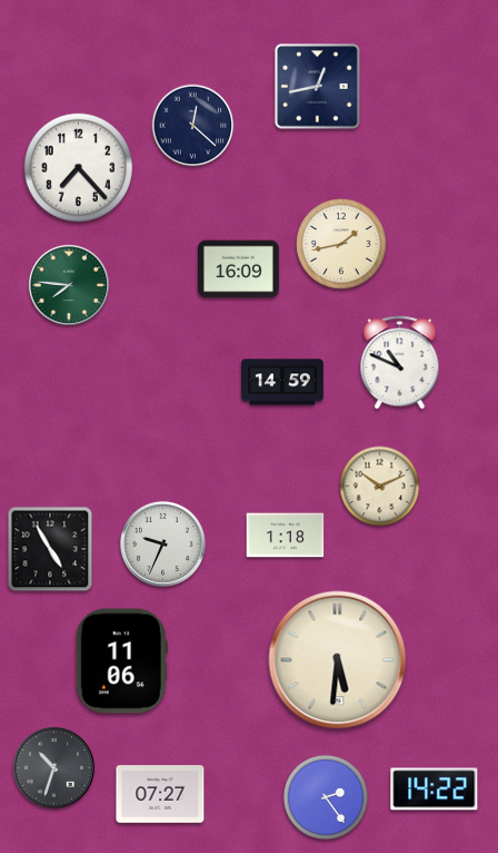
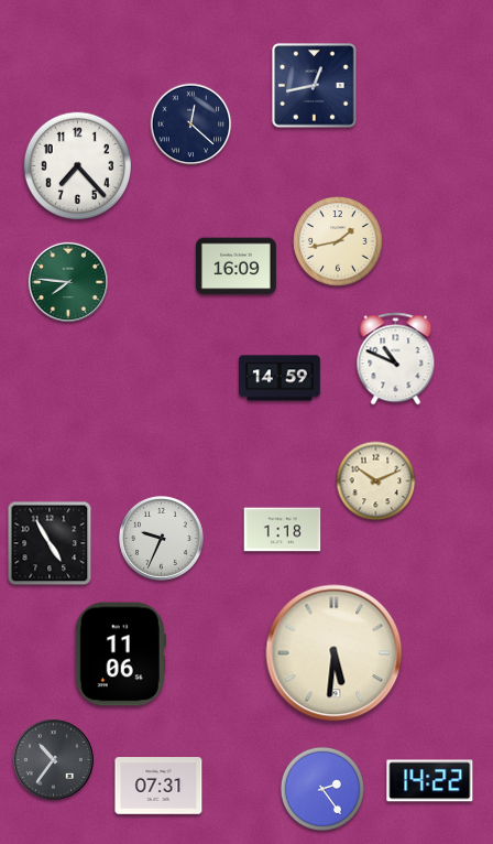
clock at (53, 767): 10:33 -> 10:36
clock at (160, 794): 07:27 -> 07:31
